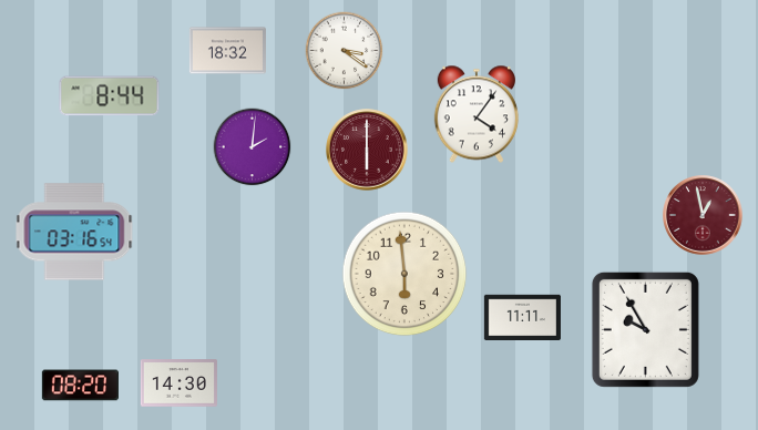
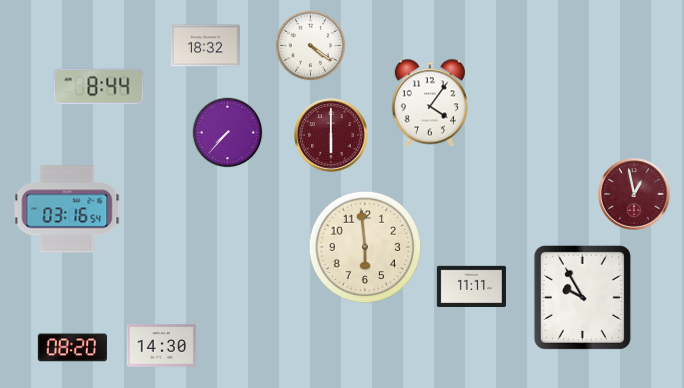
clock at (345, 51): 3:21 -> 4:21
clock at (253, 147): 2:01 -> 7:37
